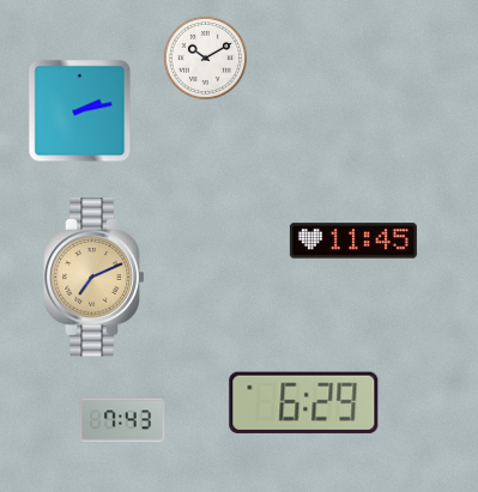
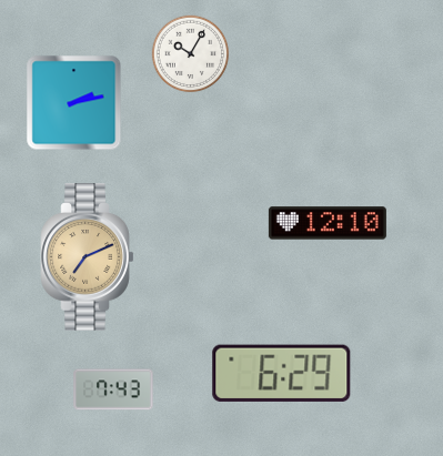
clock at (206, 59): 10:10 -> 10:05
clock at (353, 241): 11:45 -> 12:10
